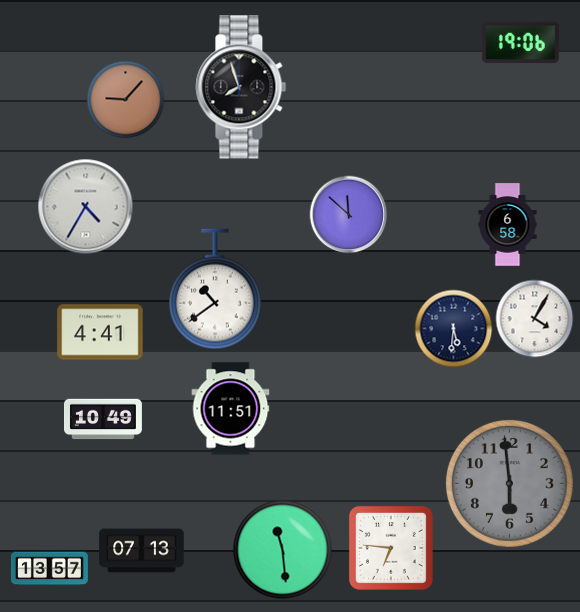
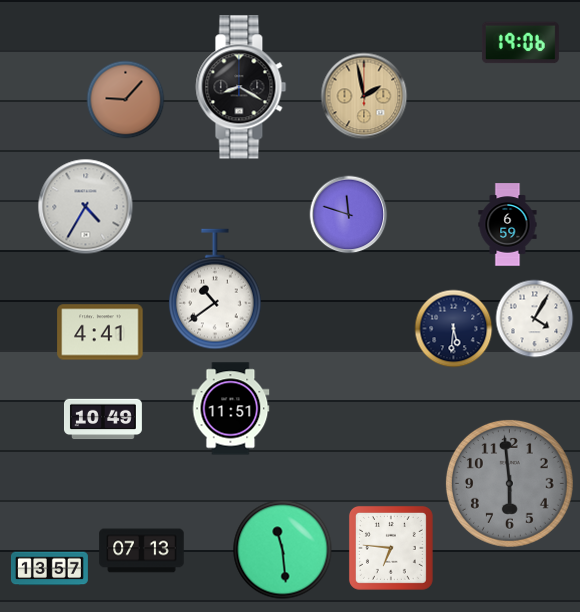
clock at (241, 87): 7:57 -> 8:20
clock at (364, 96): none -> 1:58
clock at (348, 214): 11:52 -> 11:48
clock at (508, 225): 6:58 -> 6:59
